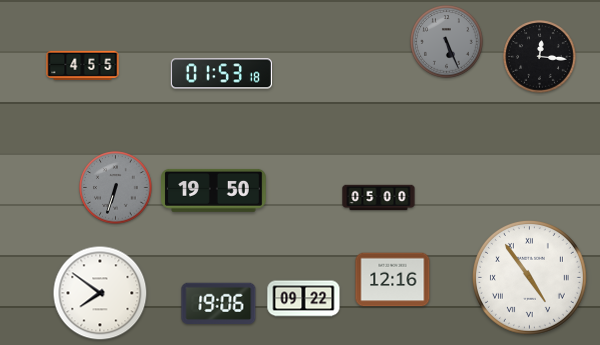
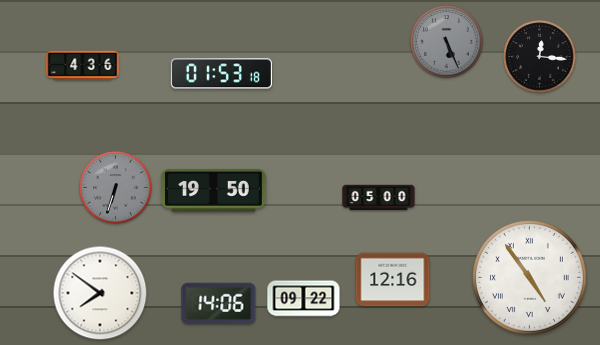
clock at (83, 65): 4:55 -> 4:36
clock at (219, 303): 19:06 -> 14:06
